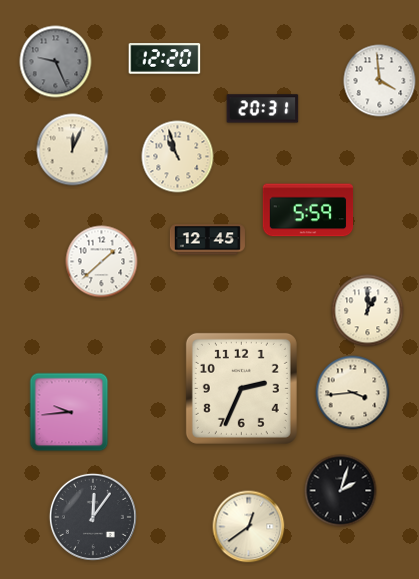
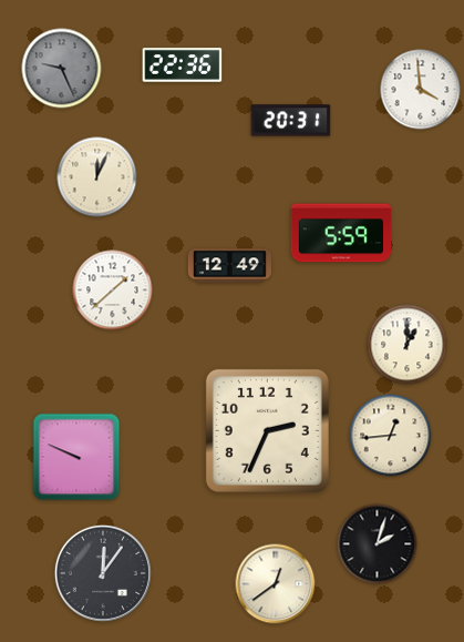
clock at (165, 59): 12:20 -> 22:36
clock at (73, 150) position: (73, 150) -> (97, 177)
clock at (178, 157): 10:57 -> none
clock at (207, 240): 12:45 -> 12:49
clock at (353, 393): 3:44 -> 12:44
clock at (69, 412): 9:44 -> 9:49
